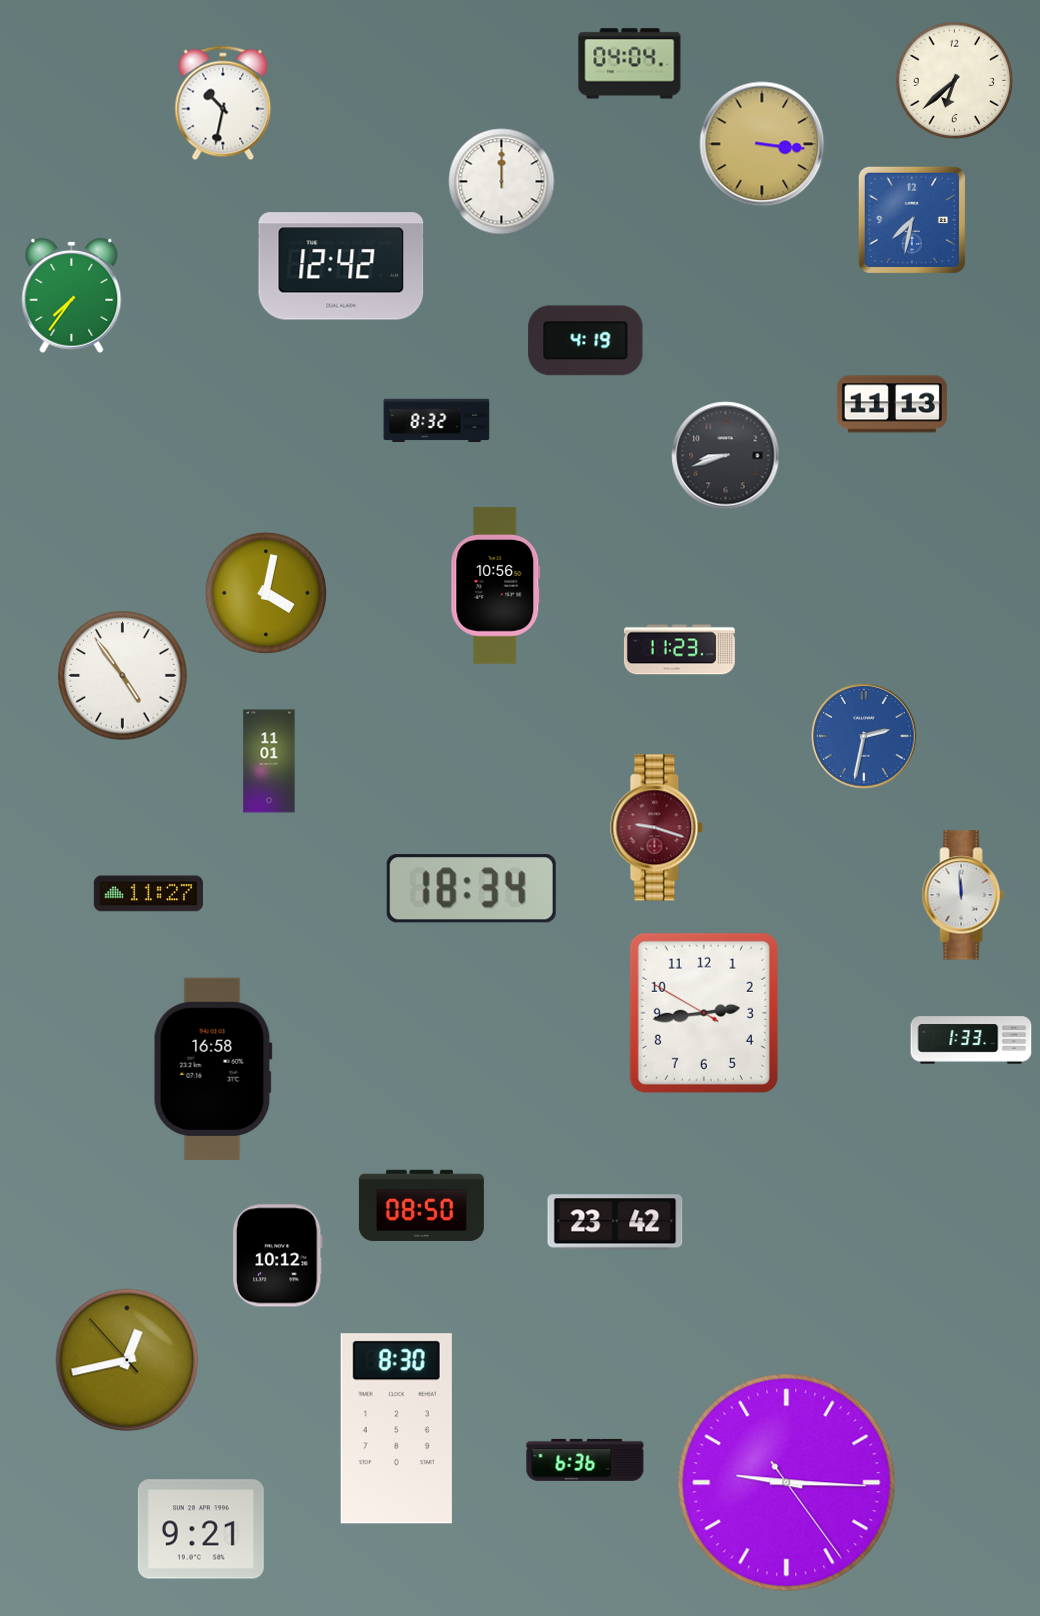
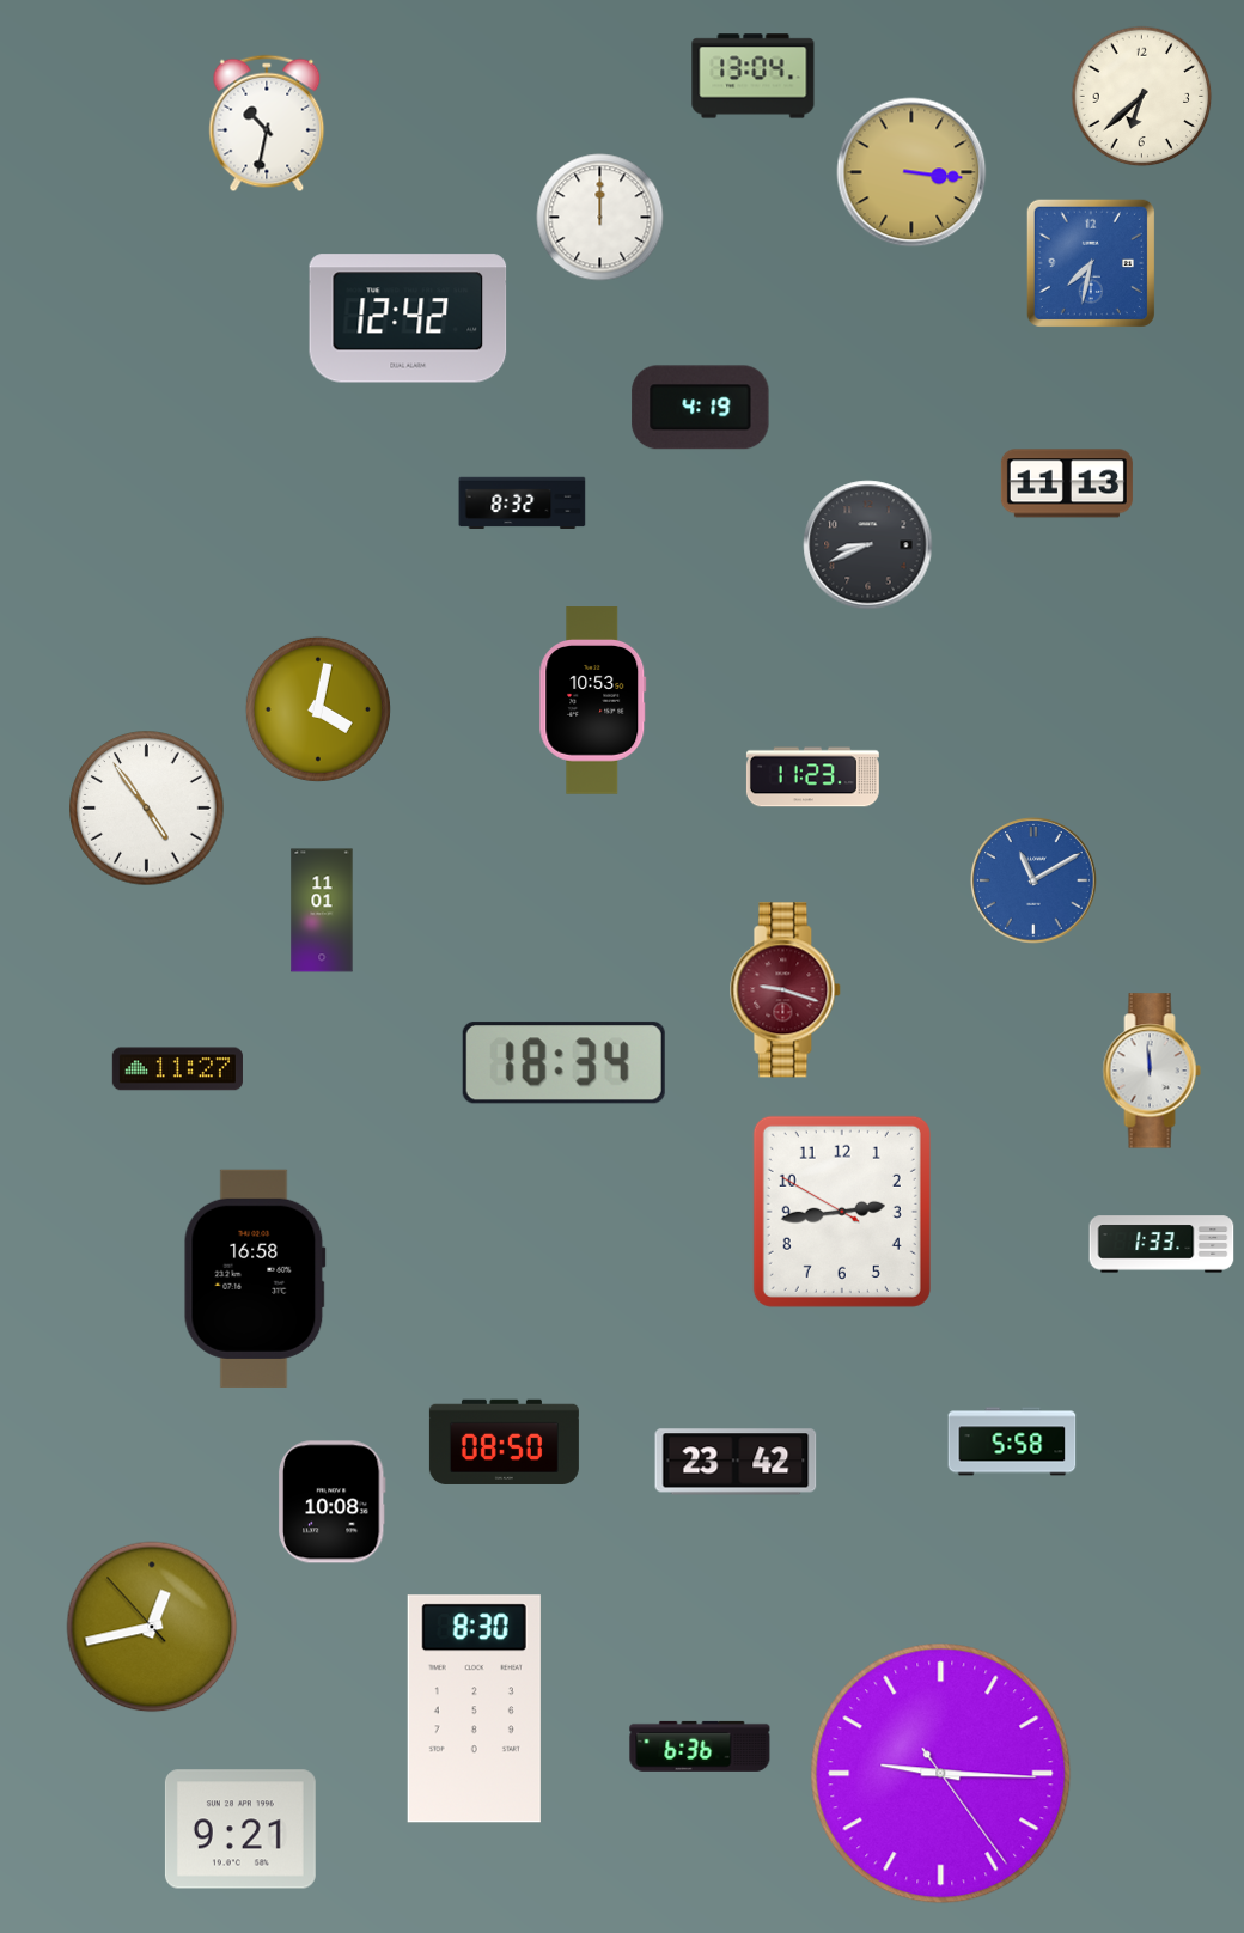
clock at (630, 64): 04:04 -> 13:04
clock at (72, 295): 7:36 -> none
clock at (726, 456): 8:42 -> 8:41
clock at (496, 586): 10:56 -> 10:53
clock at (864, 736): 2:32 -> 11:10
clock at (1012, 1441): none -> 5:58
clock at (277, 1256): 10:12 -> 10:08
